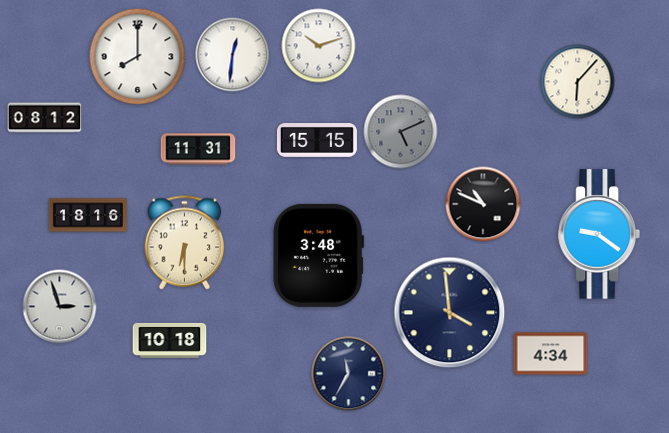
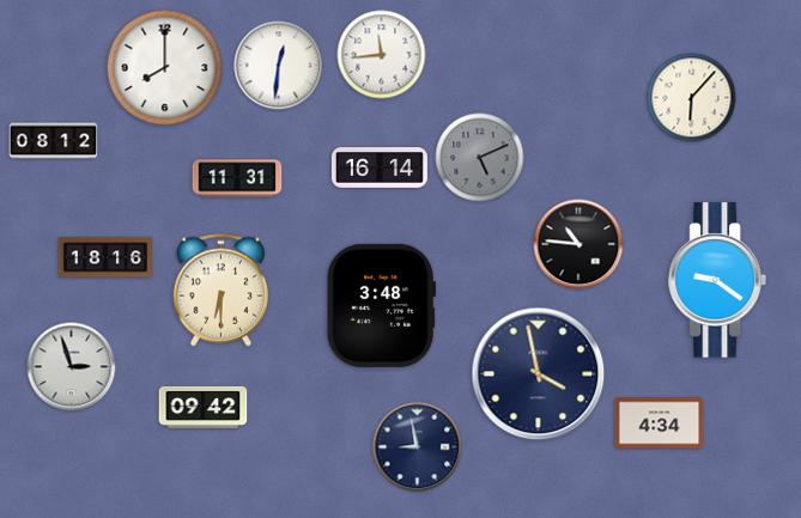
clock at (319, 46): 10:12 -> 11:44
clock at (317, 141): 15:15 -> 16:14
clock at (483, 204): 10:49 -> 10:46
clock at (450, 313): 3:59 -> 3:58
clock at (170, 340): 10:18 -> 09:42
clock at (349, 374): 11:35 -> 8:58
